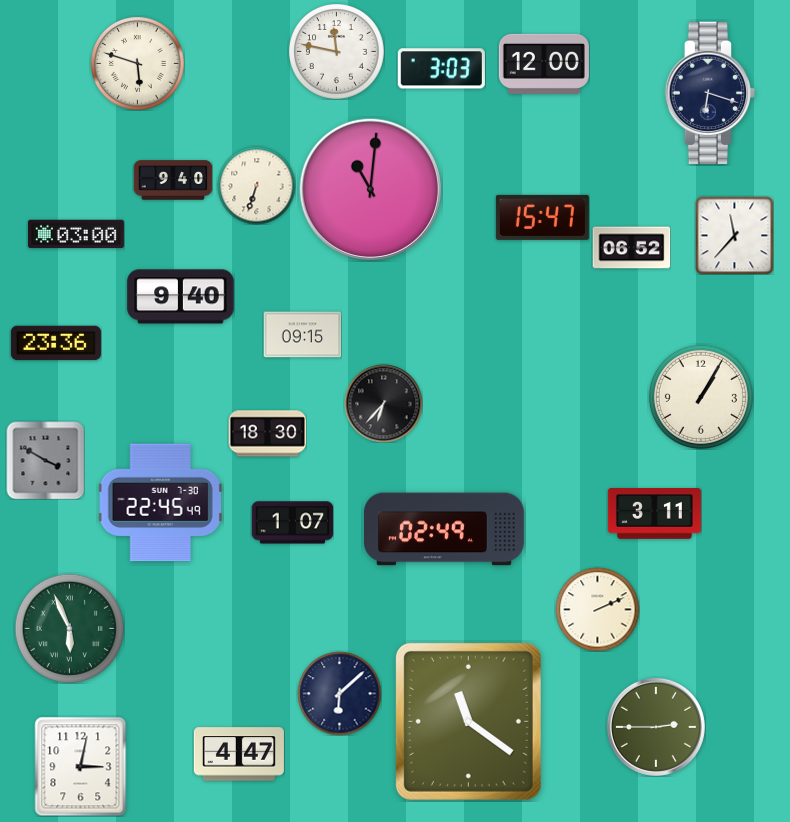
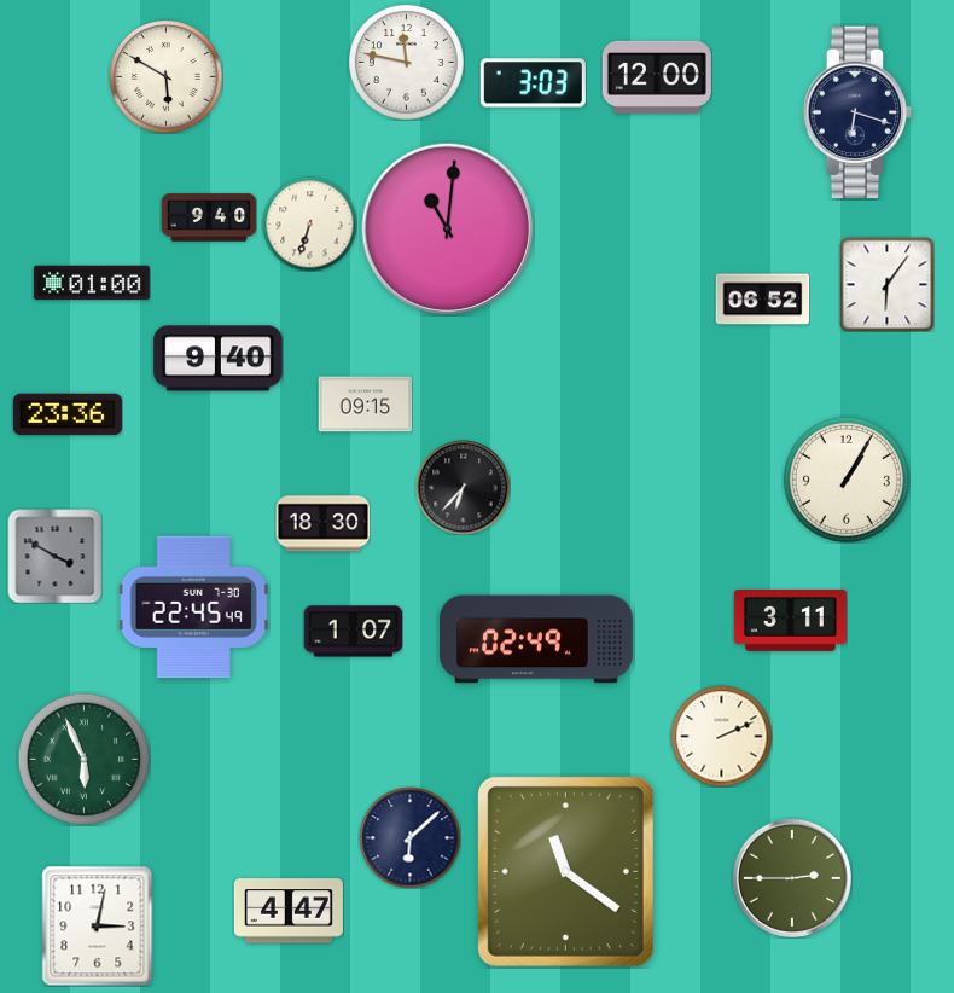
clock at (137, 63): 5:48 -> 5:50
clock at (542, 217): 15:47 -> none
clock at (76, 234): 03:00 -> 01:00
clock at (734, 235): 11:37 -> 6:06
